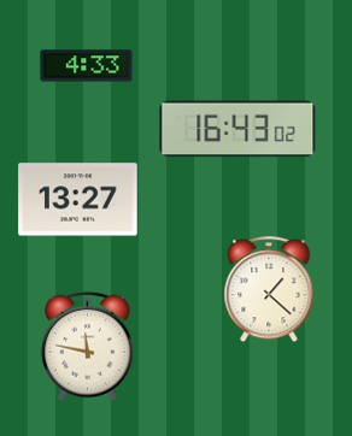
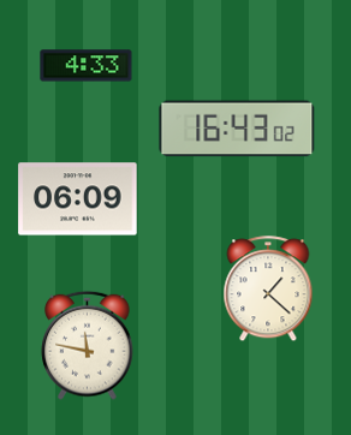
clock at (78, 200): 13:27 -> 06:09
